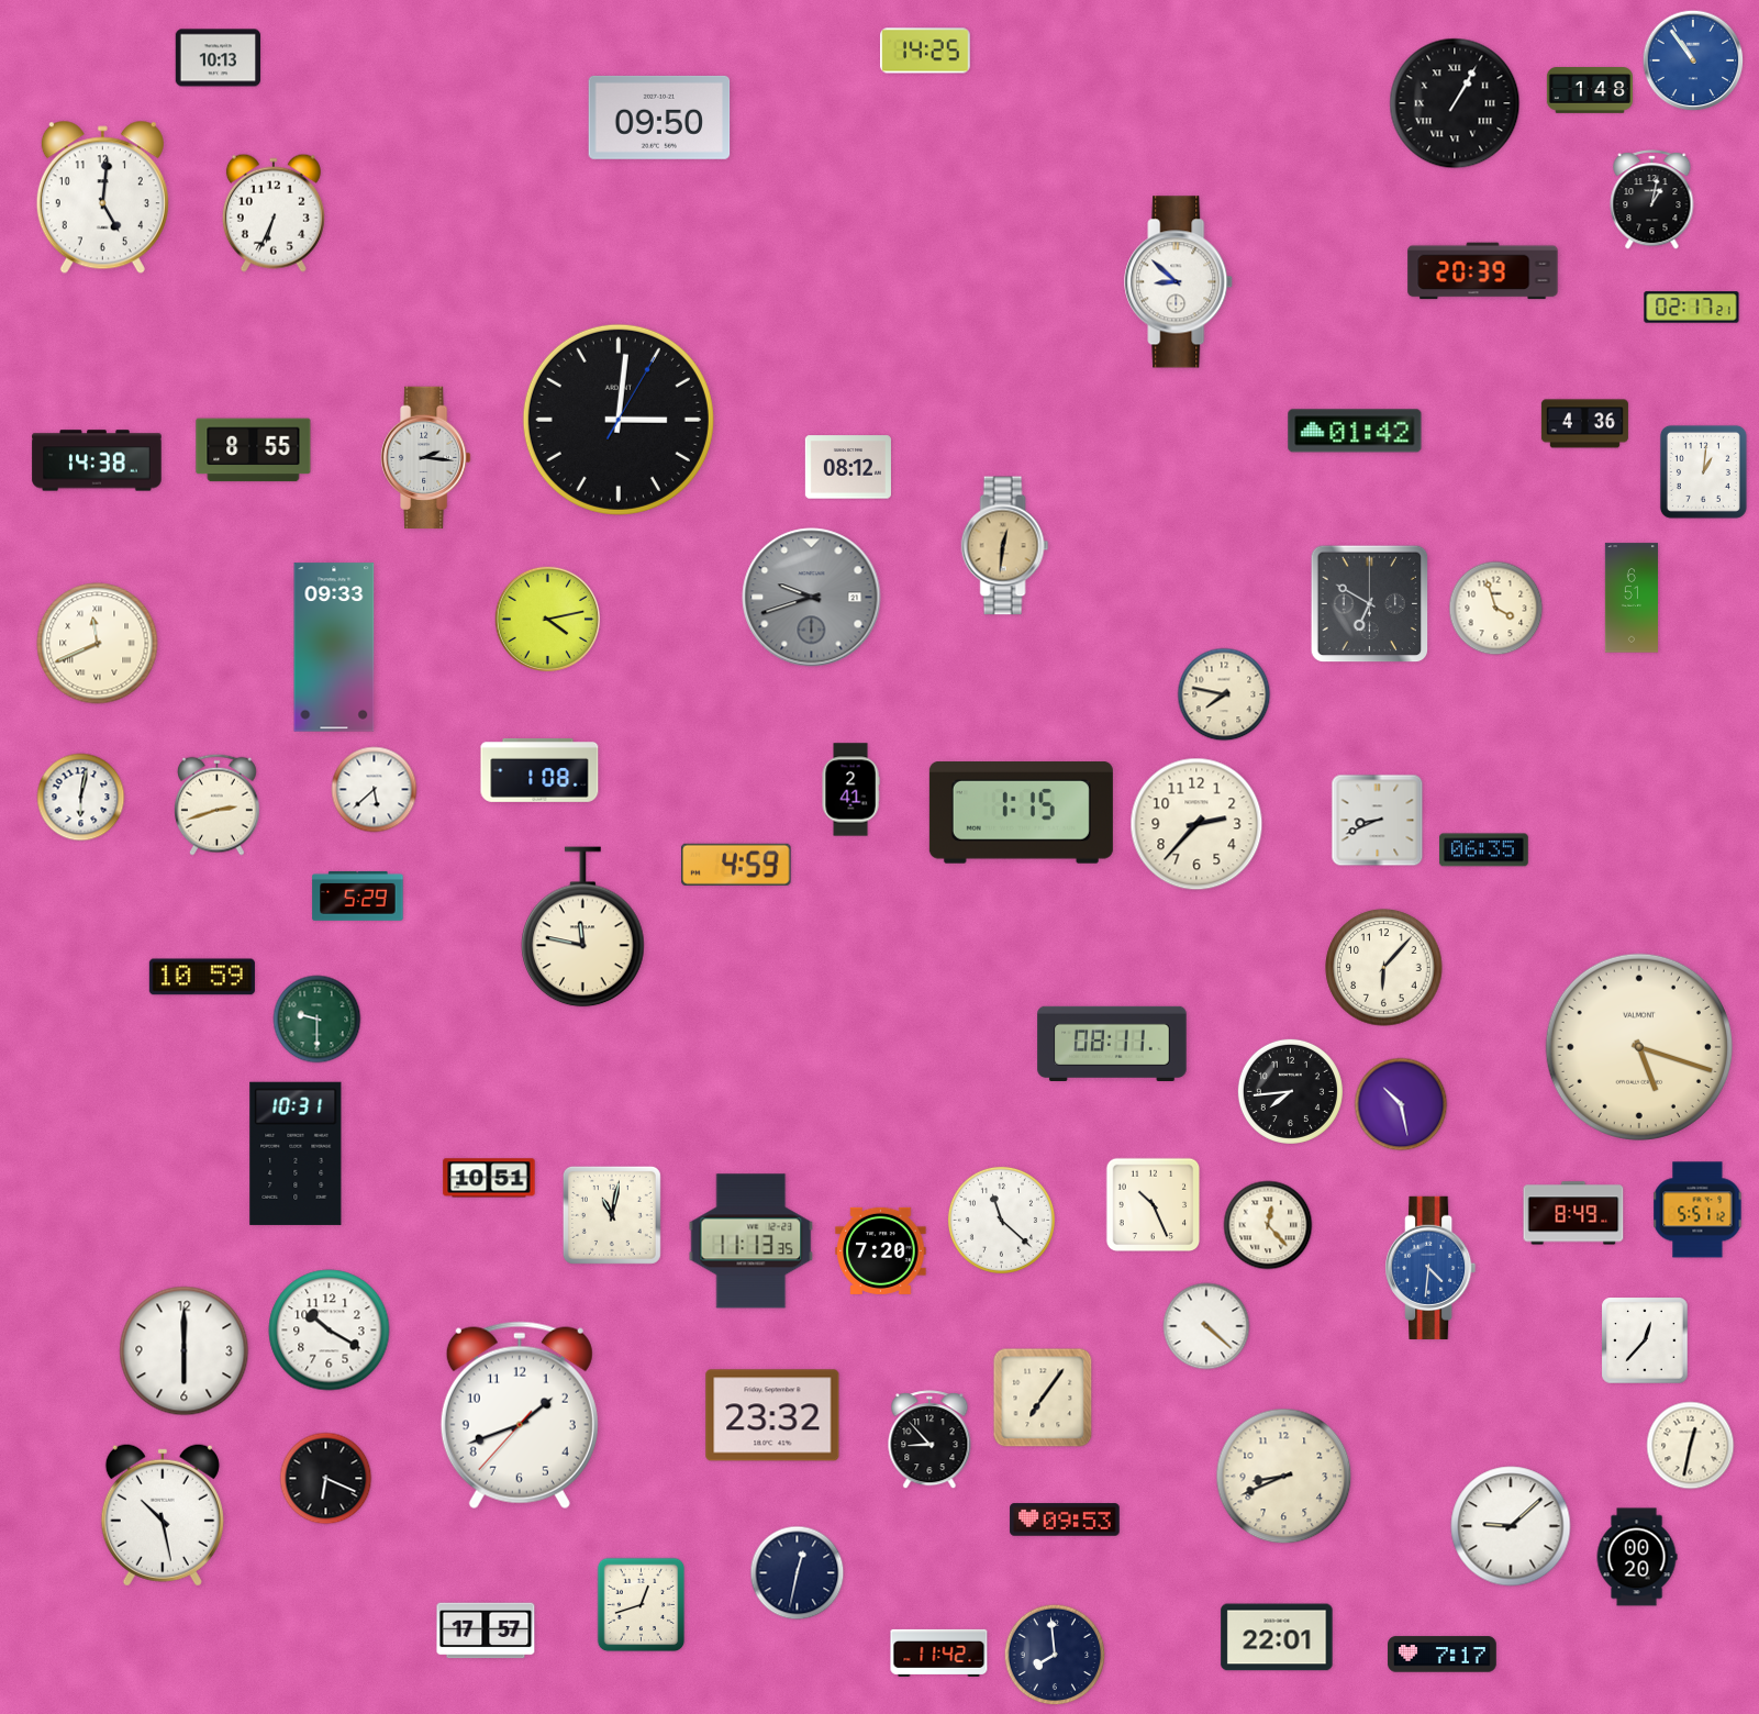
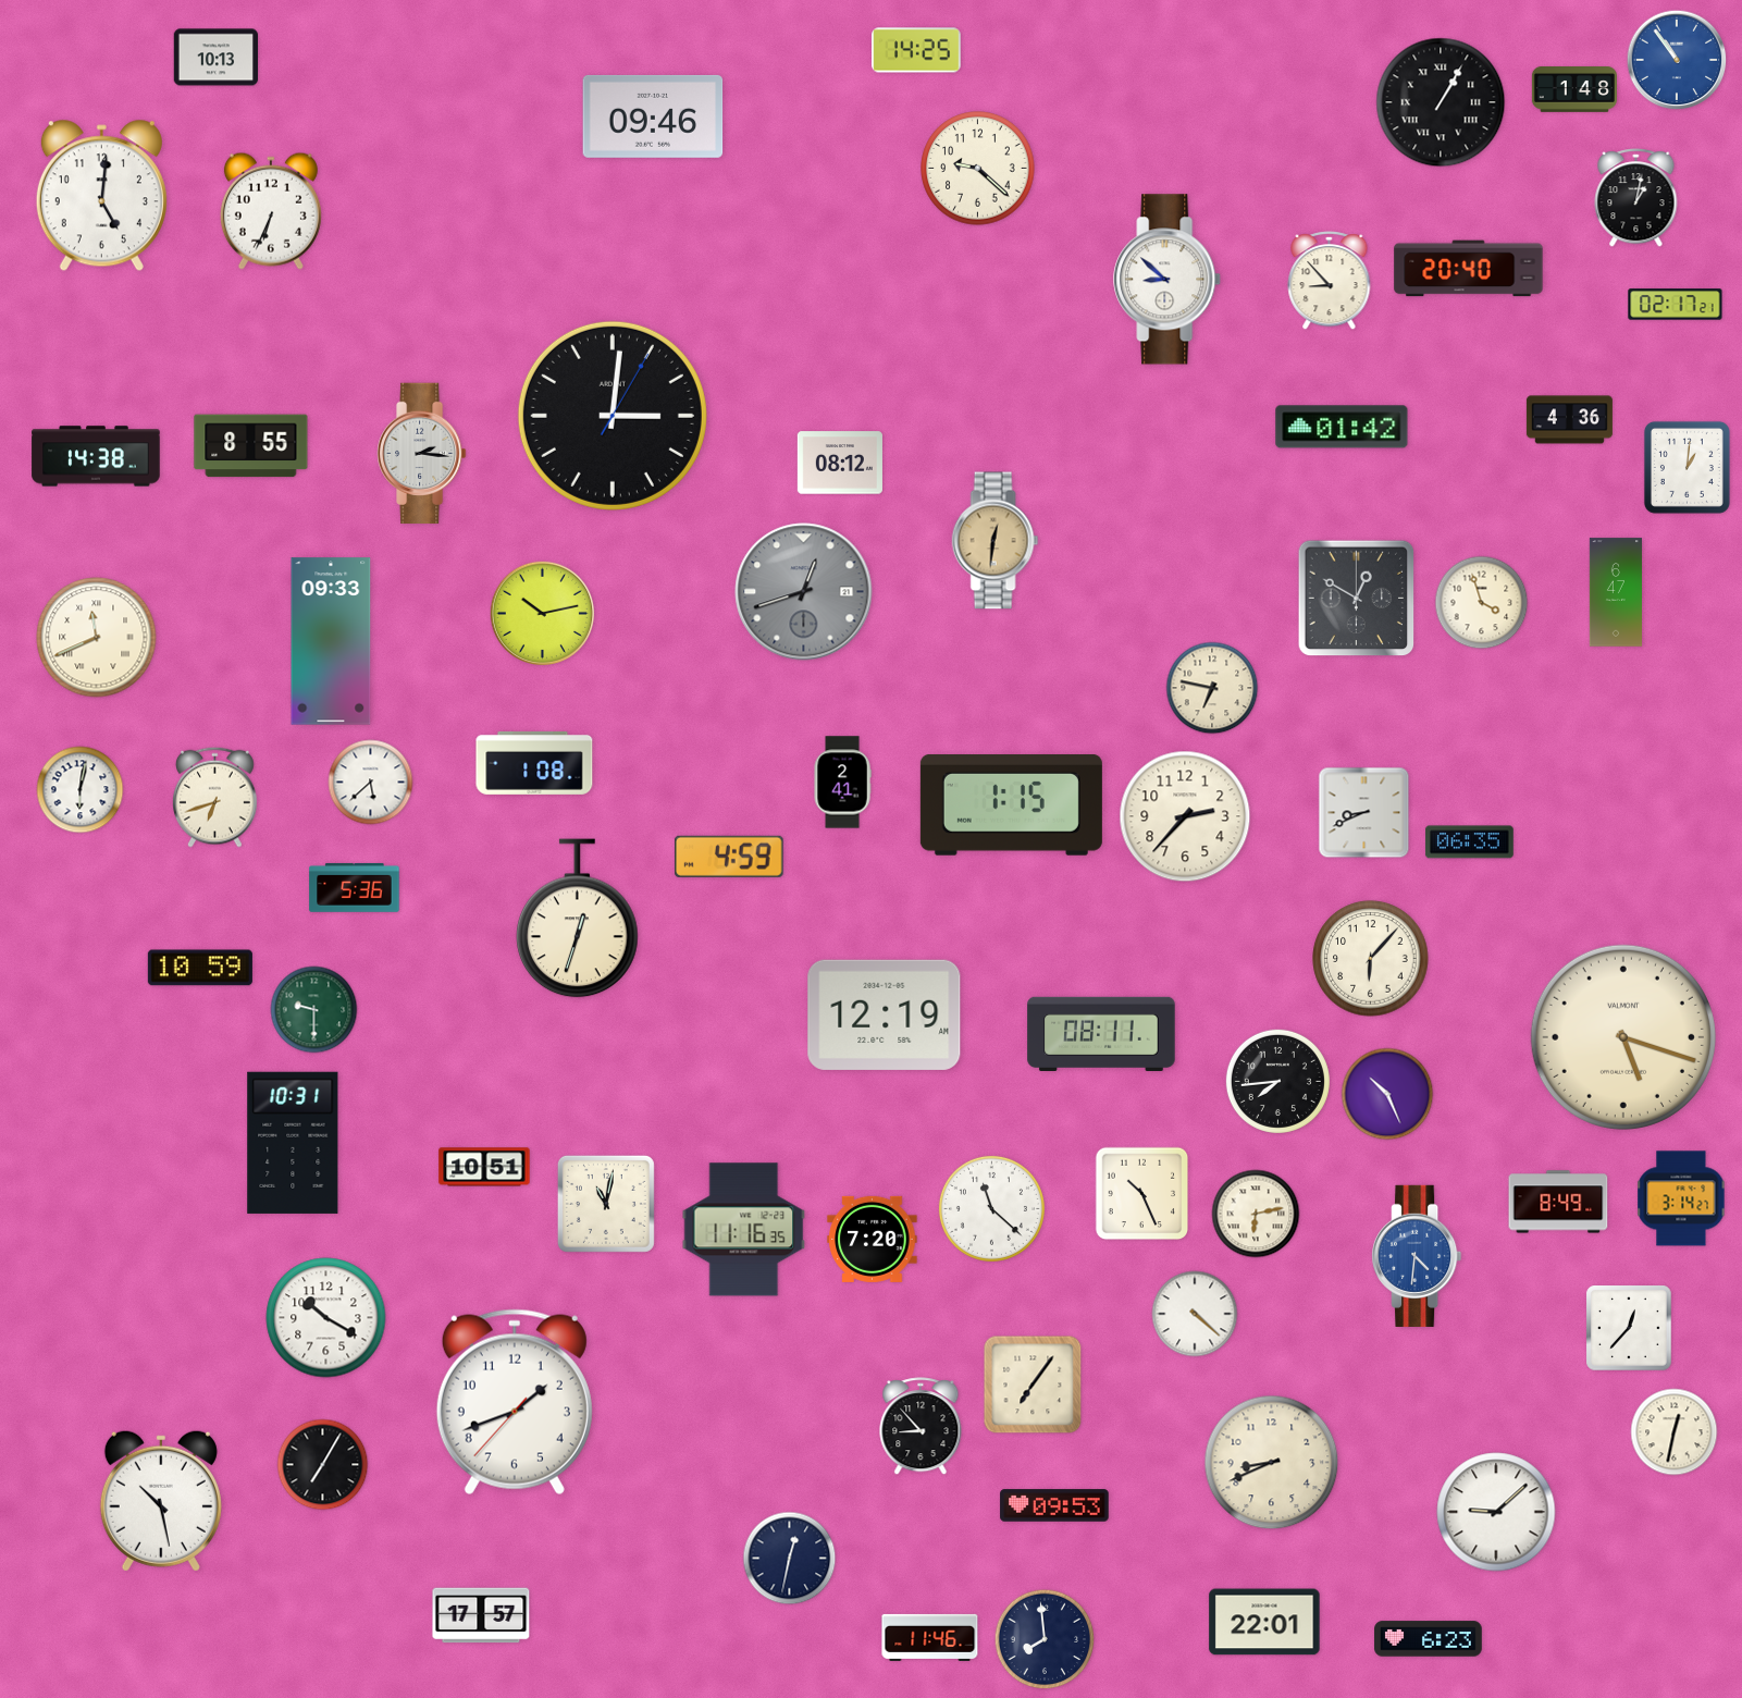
clock at (659, 118): 09:50 -> 09:46
clock at (978, 169): none -> 9:22
clock at (1483, 271): 20:39 -> 20:40
clock at (1330, 281): none -> 8:53
clock at (812, 598): 9:42 -> 12:42
clock at (1630, 598): 6:51 -> 6:47
clock at (1370, 604): 6:50 -> 12:50
clock at (547, 619): 4:13 -> 10:13
clock at (1224, 694): 7:47 -> 6:47
clock at (218, 804): 2:42 -> 6:42
clock at (358, 895): 5:29 -> 5:36
clock at (583, 927): 11:47 -> 12:33
clock at (885, 1014): none -> 12:19
clock at (1401, 1104): 10:28 -> 10:26
clock at (1697, 1210): 5:51 -> 3:14
clock at (1268, 1225): 12:23 -> 6:13
clock at (752, 1242): 11:13 -> 11:16
clock at (185, 1351): 6:00 -> none
clock at (772, 1415): 23:32 -> none
clock at (326, 1479): 6:19 -> 7:05
clock at (1637, 1557): 00:20 -> none
clock at (642, 1605): 12:42 -> none
clock at (939, 1652): 11:42 -> 11:46
clock at (1443, 1655): 7:17 -> 6:23
